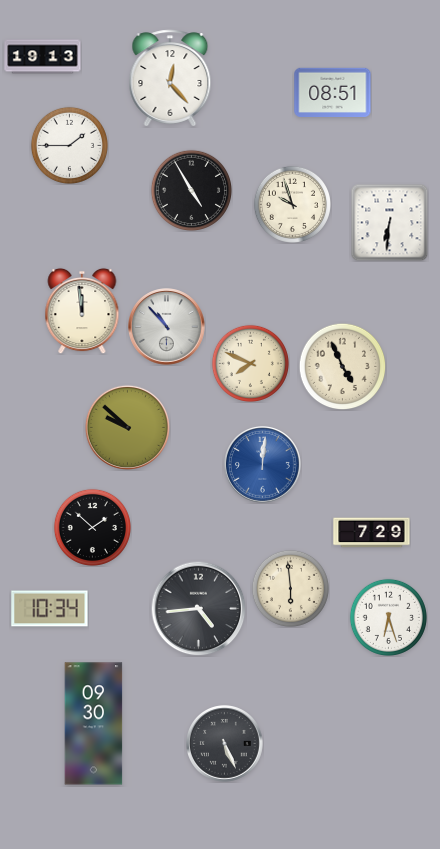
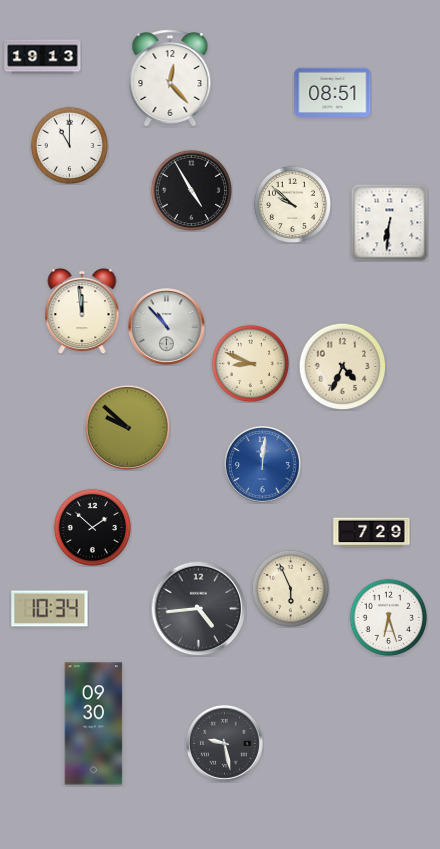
clock at (69, 145): 1:45 -> 11:00
clock at (292, 204): 9:57 -> 9:52
clock at (250, 363): 7:49 -> 8:49
clock at (342, 366): 4:56 -> 4:34
clock at (290, 588): 5:59 -> 5:56
clock at (225, 744): 5:26 -> 9:28
